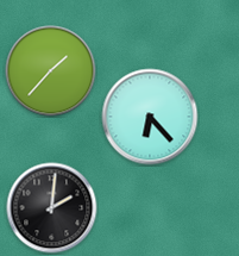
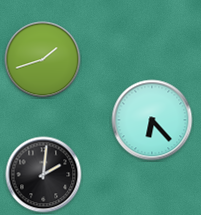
clock at (51, 71): 1:37 -> 1:42
clock at (150, 117) position: (150, 117) -> (152, 120)
